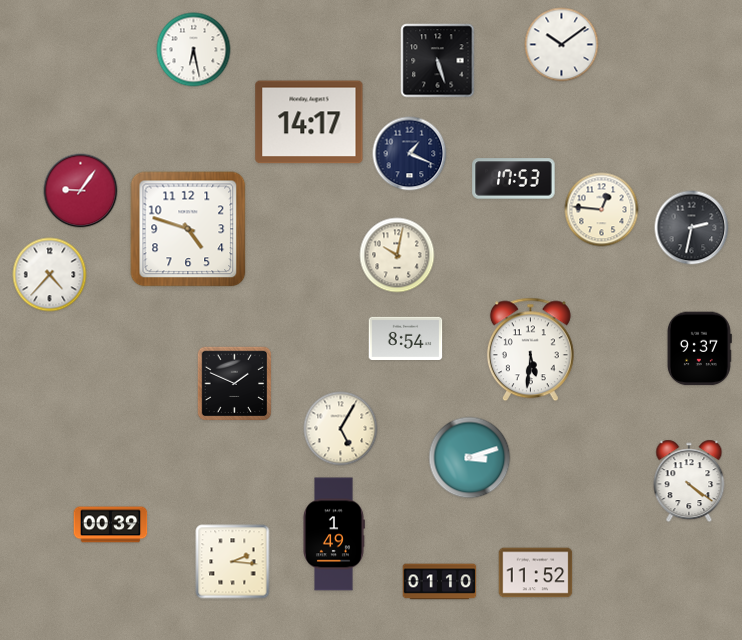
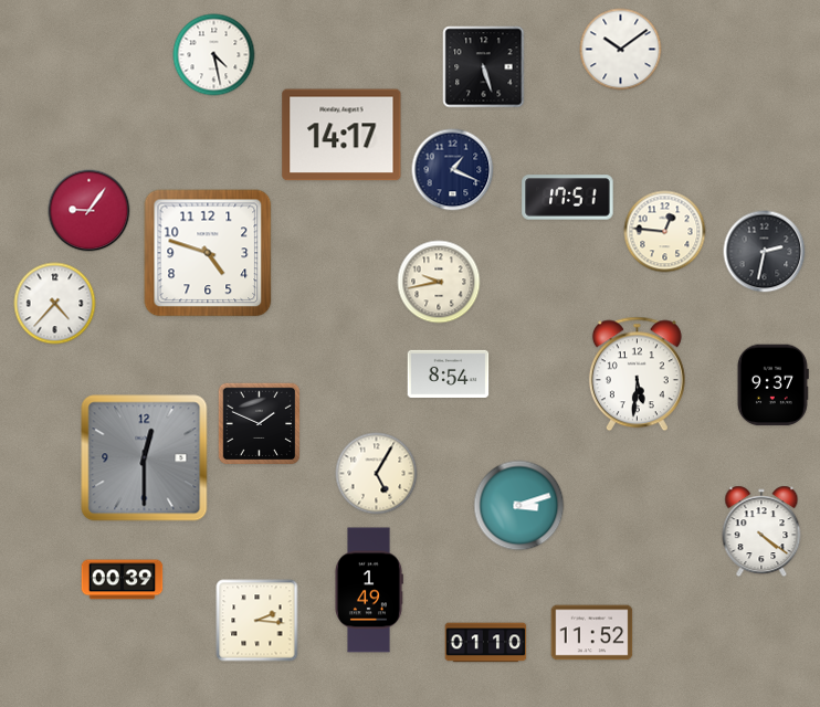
clock at (194, 50): 6:28 -> 4:28
clock at (514, 179): 17:53 -> 17:51
clock at (397, 255): 10:02 -> 9:43
clock at (530, 350) position: (530, 350) -> (637, 374)
clock at (145, 458): none -> 12:30
